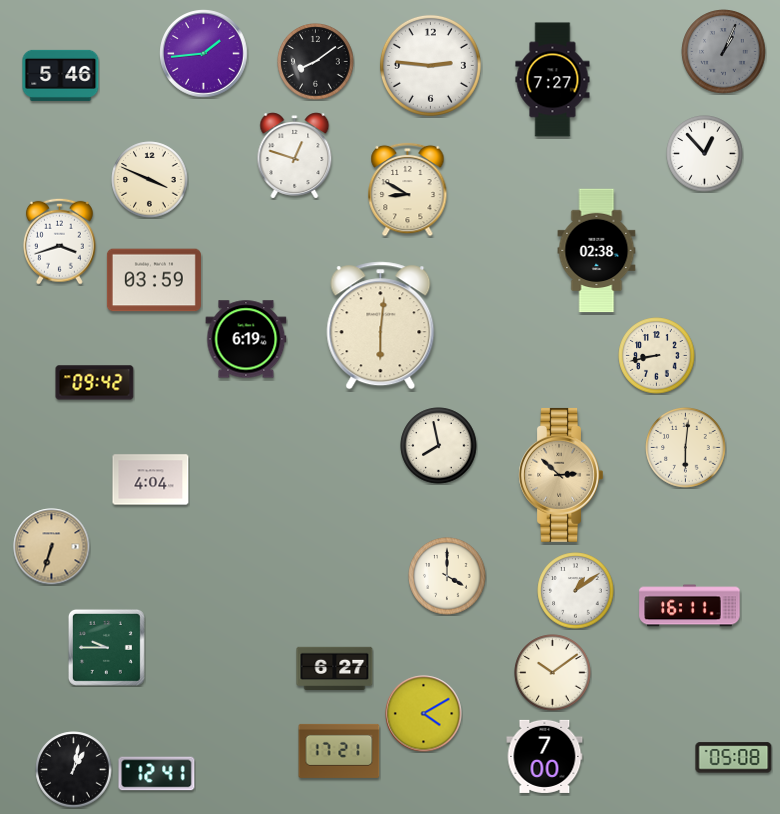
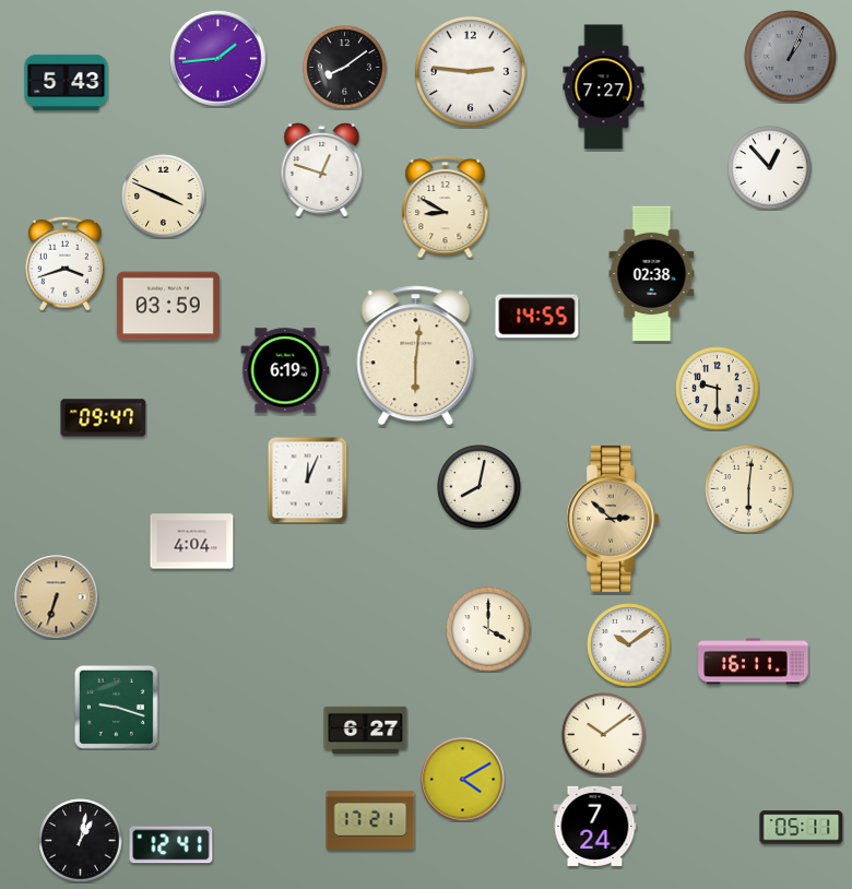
clock at (204, 54) position: (204, 54) -> (218, 59)
clock at (61, 75): 5:46 -> 5:43
clock at (537, 317): none -> 14:55
clock at (246, 339) position: (246, 339) -> (285, 370)
clock at (657, 356): 8:43 -> 9:30
clock at (95, 383): 09:42 -> 09:47
clock at (308, 481): none -> 12:04
clock at (439, 446): 7:58 -> 8:02
clock at (151, 480) position: (151, 480) -> (192, 542)
clock at (576, 591): 1:09 -> 10:09
clock at (106, 647): 9:45 -> 9:18
clock at (545, 756): 7:00 -> 7:24
clock at (734, 758): 05:08 -> 05:11
